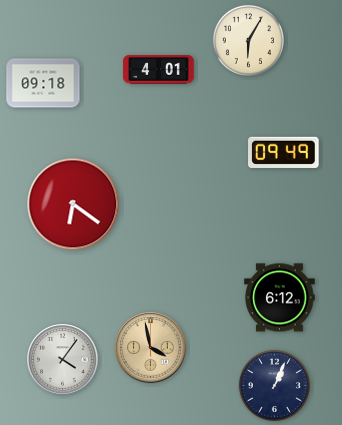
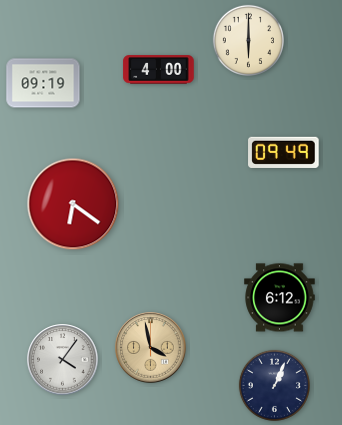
clock at (248, 40): 6:05 -> 6:00
clock at (159, 70): 4:01 -> 4:00
clock at (43, 83): 09:18 -> 09:19
